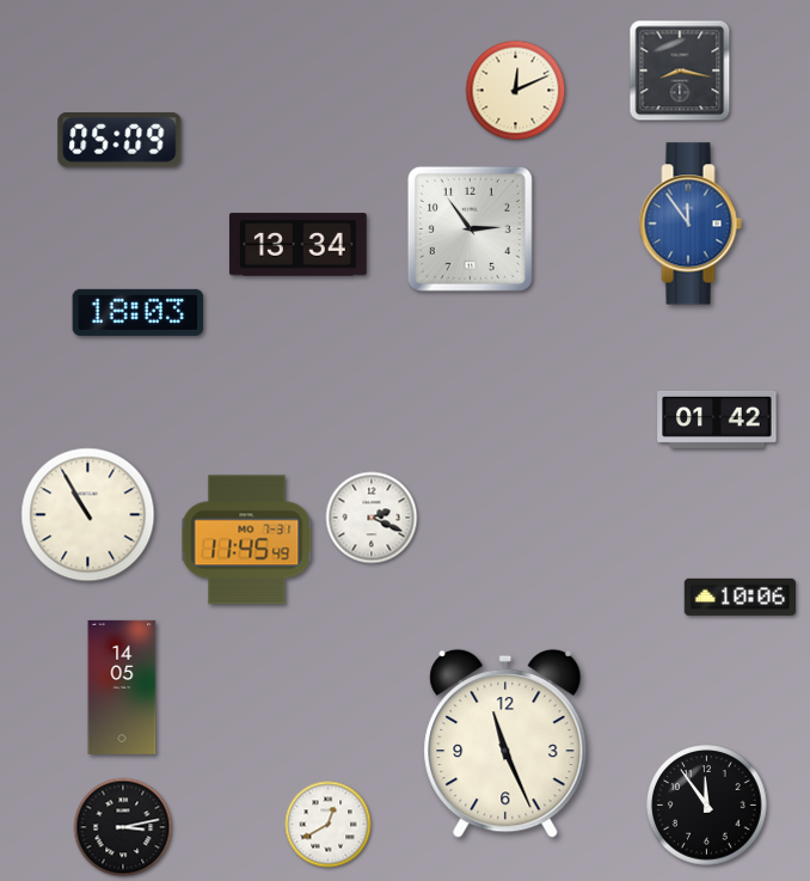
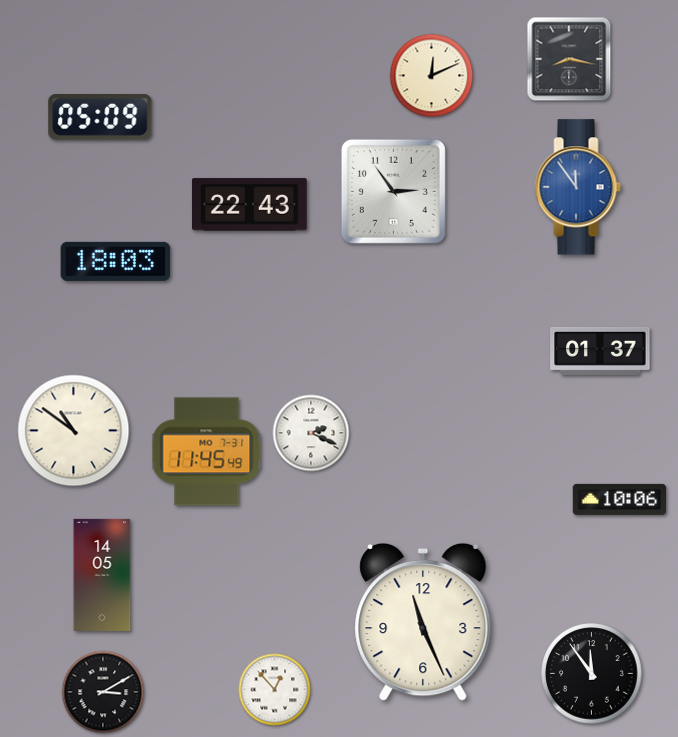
clock at (297, 245): 13:34 -> 22:43
clock at (717, 420): 01:42 -> 01:37
clock at (88, 515): 10:55 -> 10:51
clock at (329, 825): 12:40 -> 12:53
clock at (123, 827): 3:13 -> 3:10
